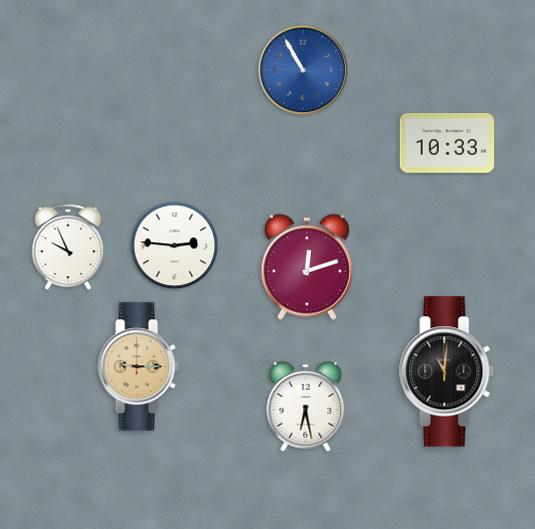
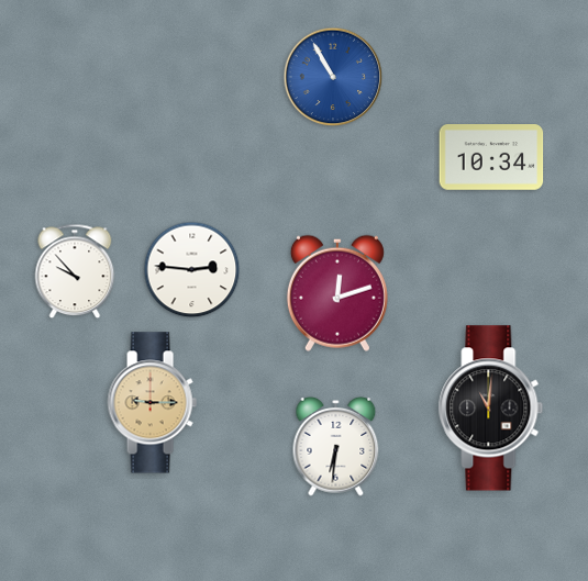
clock at (447, 144): 10:33 -> 10:34
clock at (68, 247): 9:56 -> 9:53
clock at (306, 406): 6:28 -> 6:31
